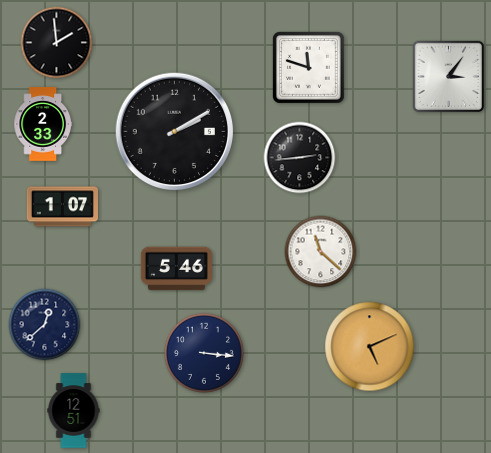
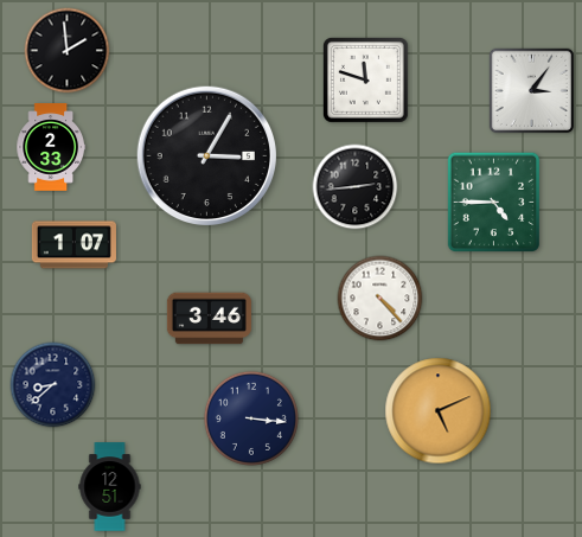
clock at (174, 131): 2:10 -> 3:05
clock at (494, 203): none -> 4:45
clock at (321, 252): 11:22 -> 4:23
clock at (176, 269): 5:46 -> 3:46
clock at (45, 325): 12:38 -> 8:38
clock at (204, 353) position: (204, 353) -> (251, 418)
clock at (74, 411) position: (74, 411) -> (110, 487)
